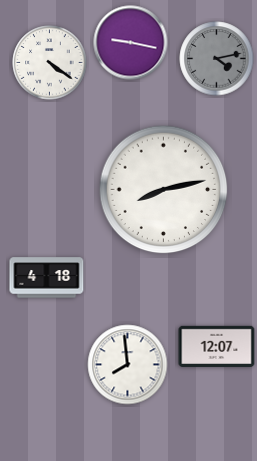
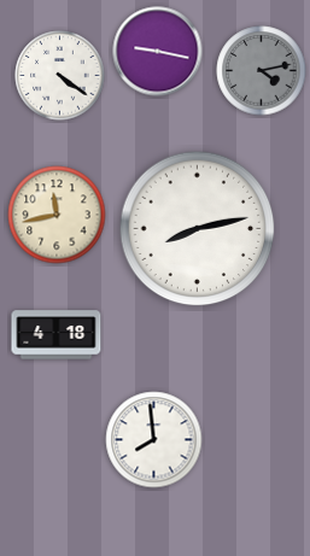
clock at (57, 215): none -> 11:43
clock at (217, 346): 12:07 -> none
